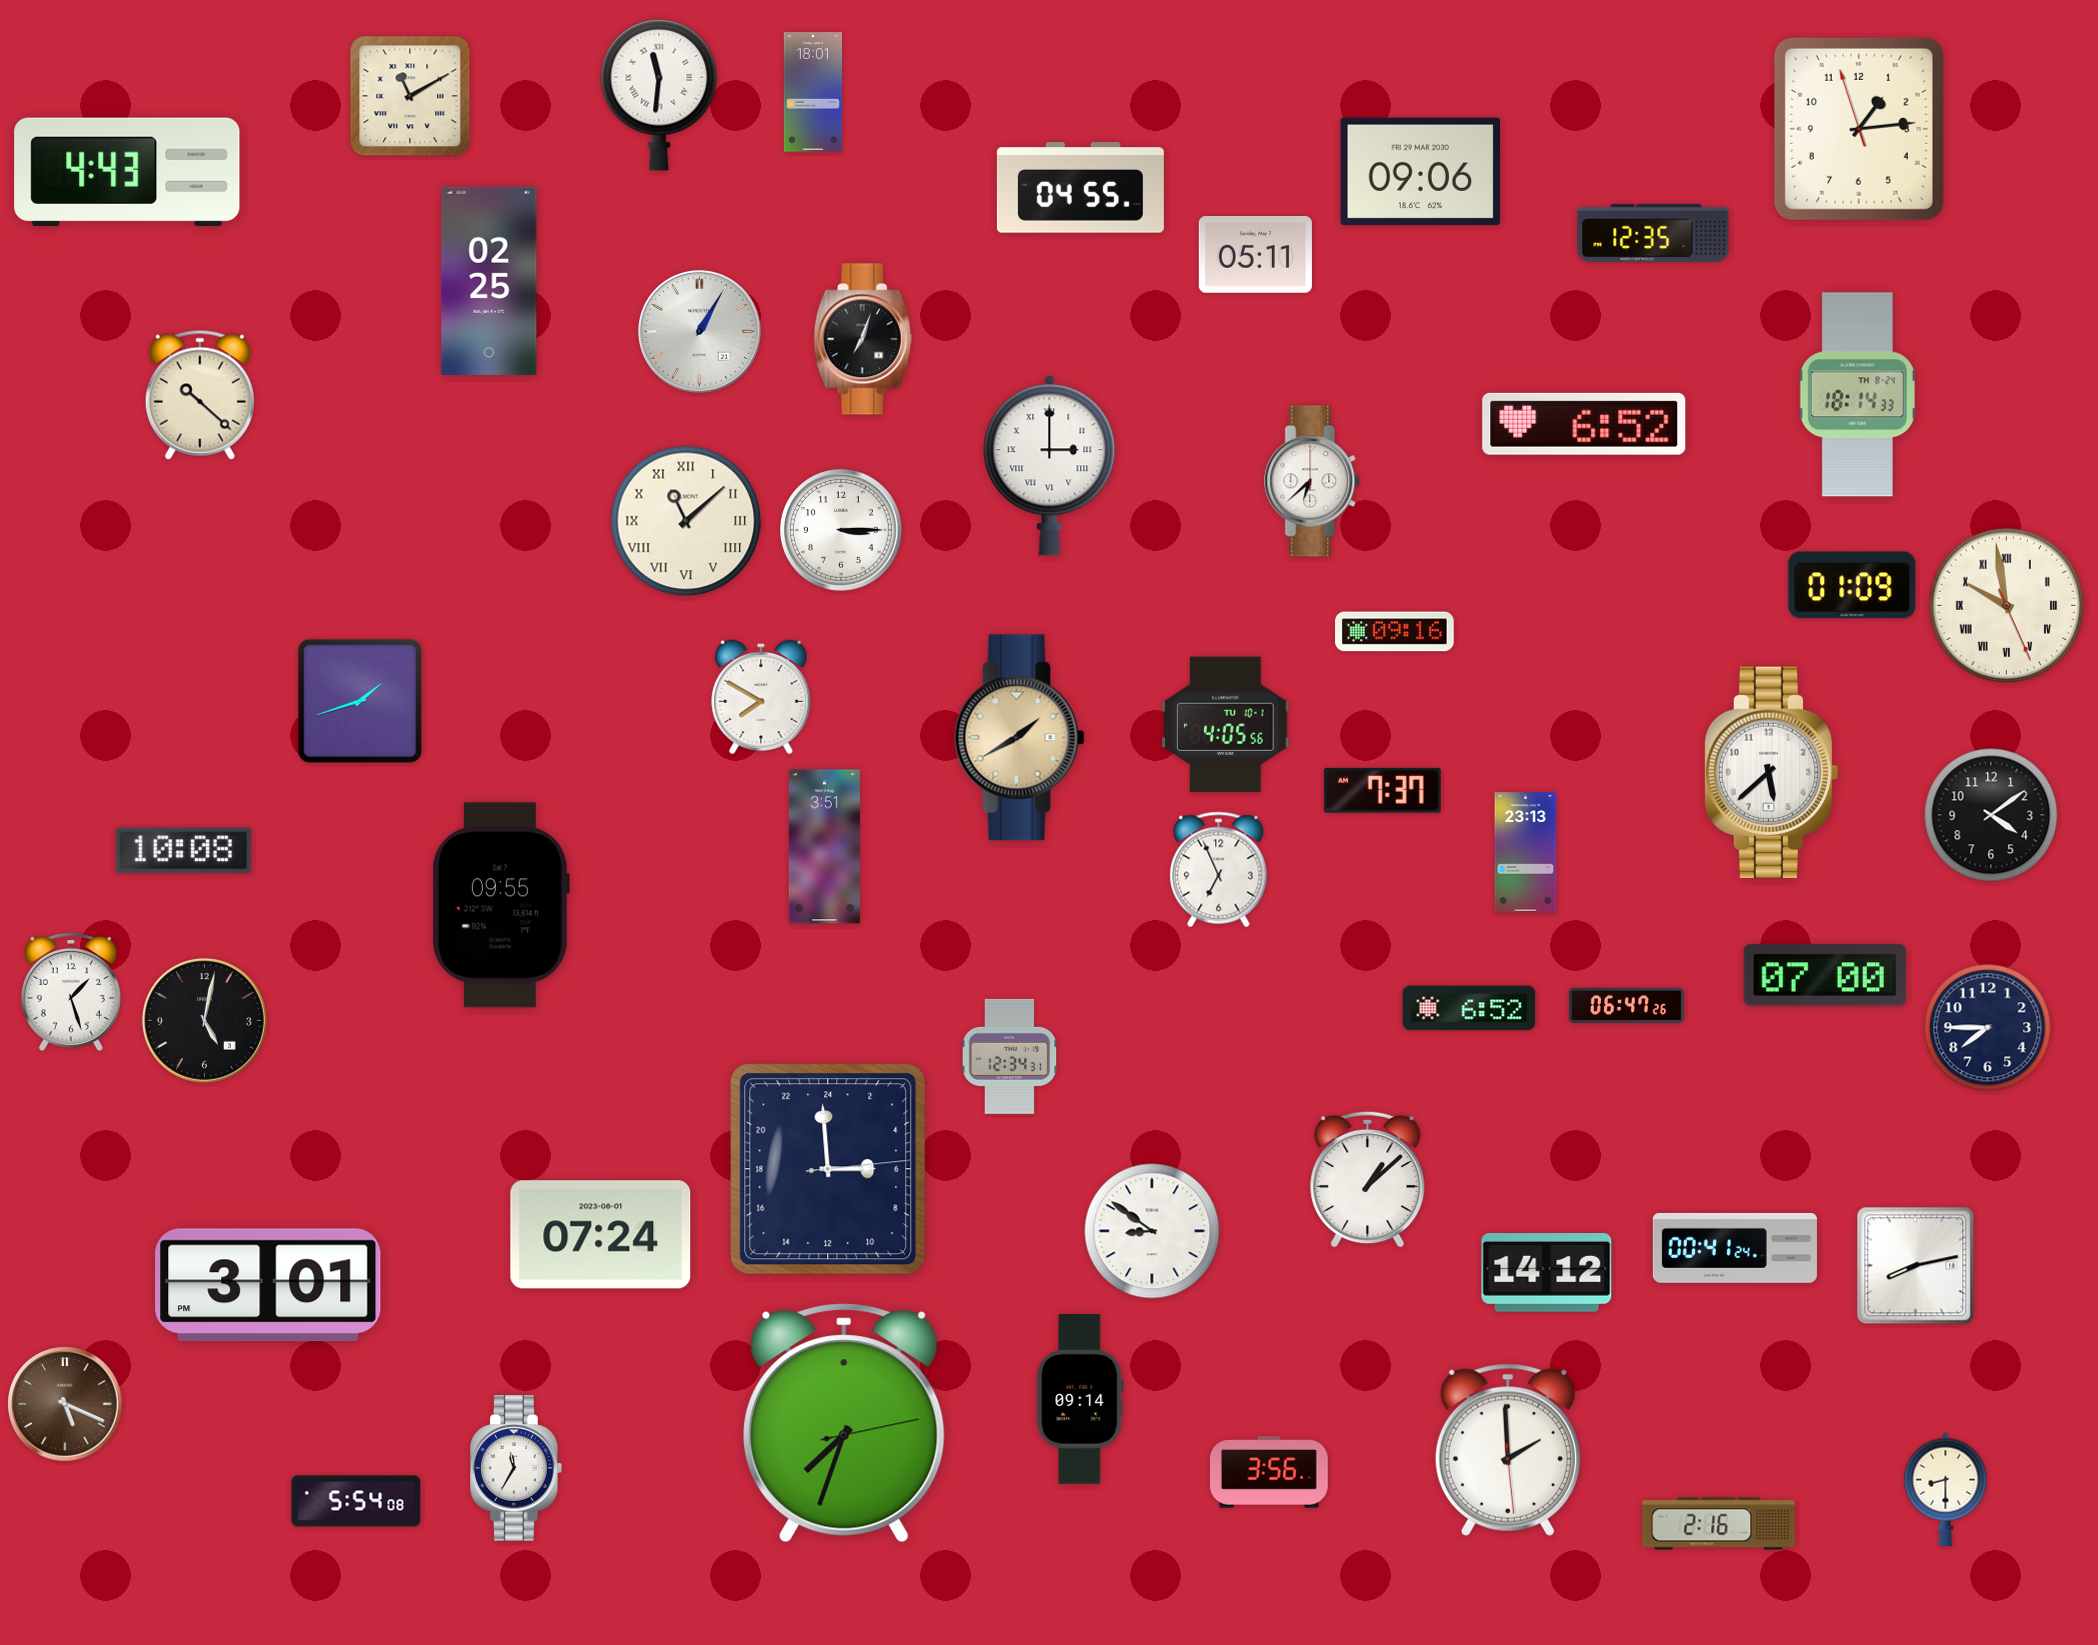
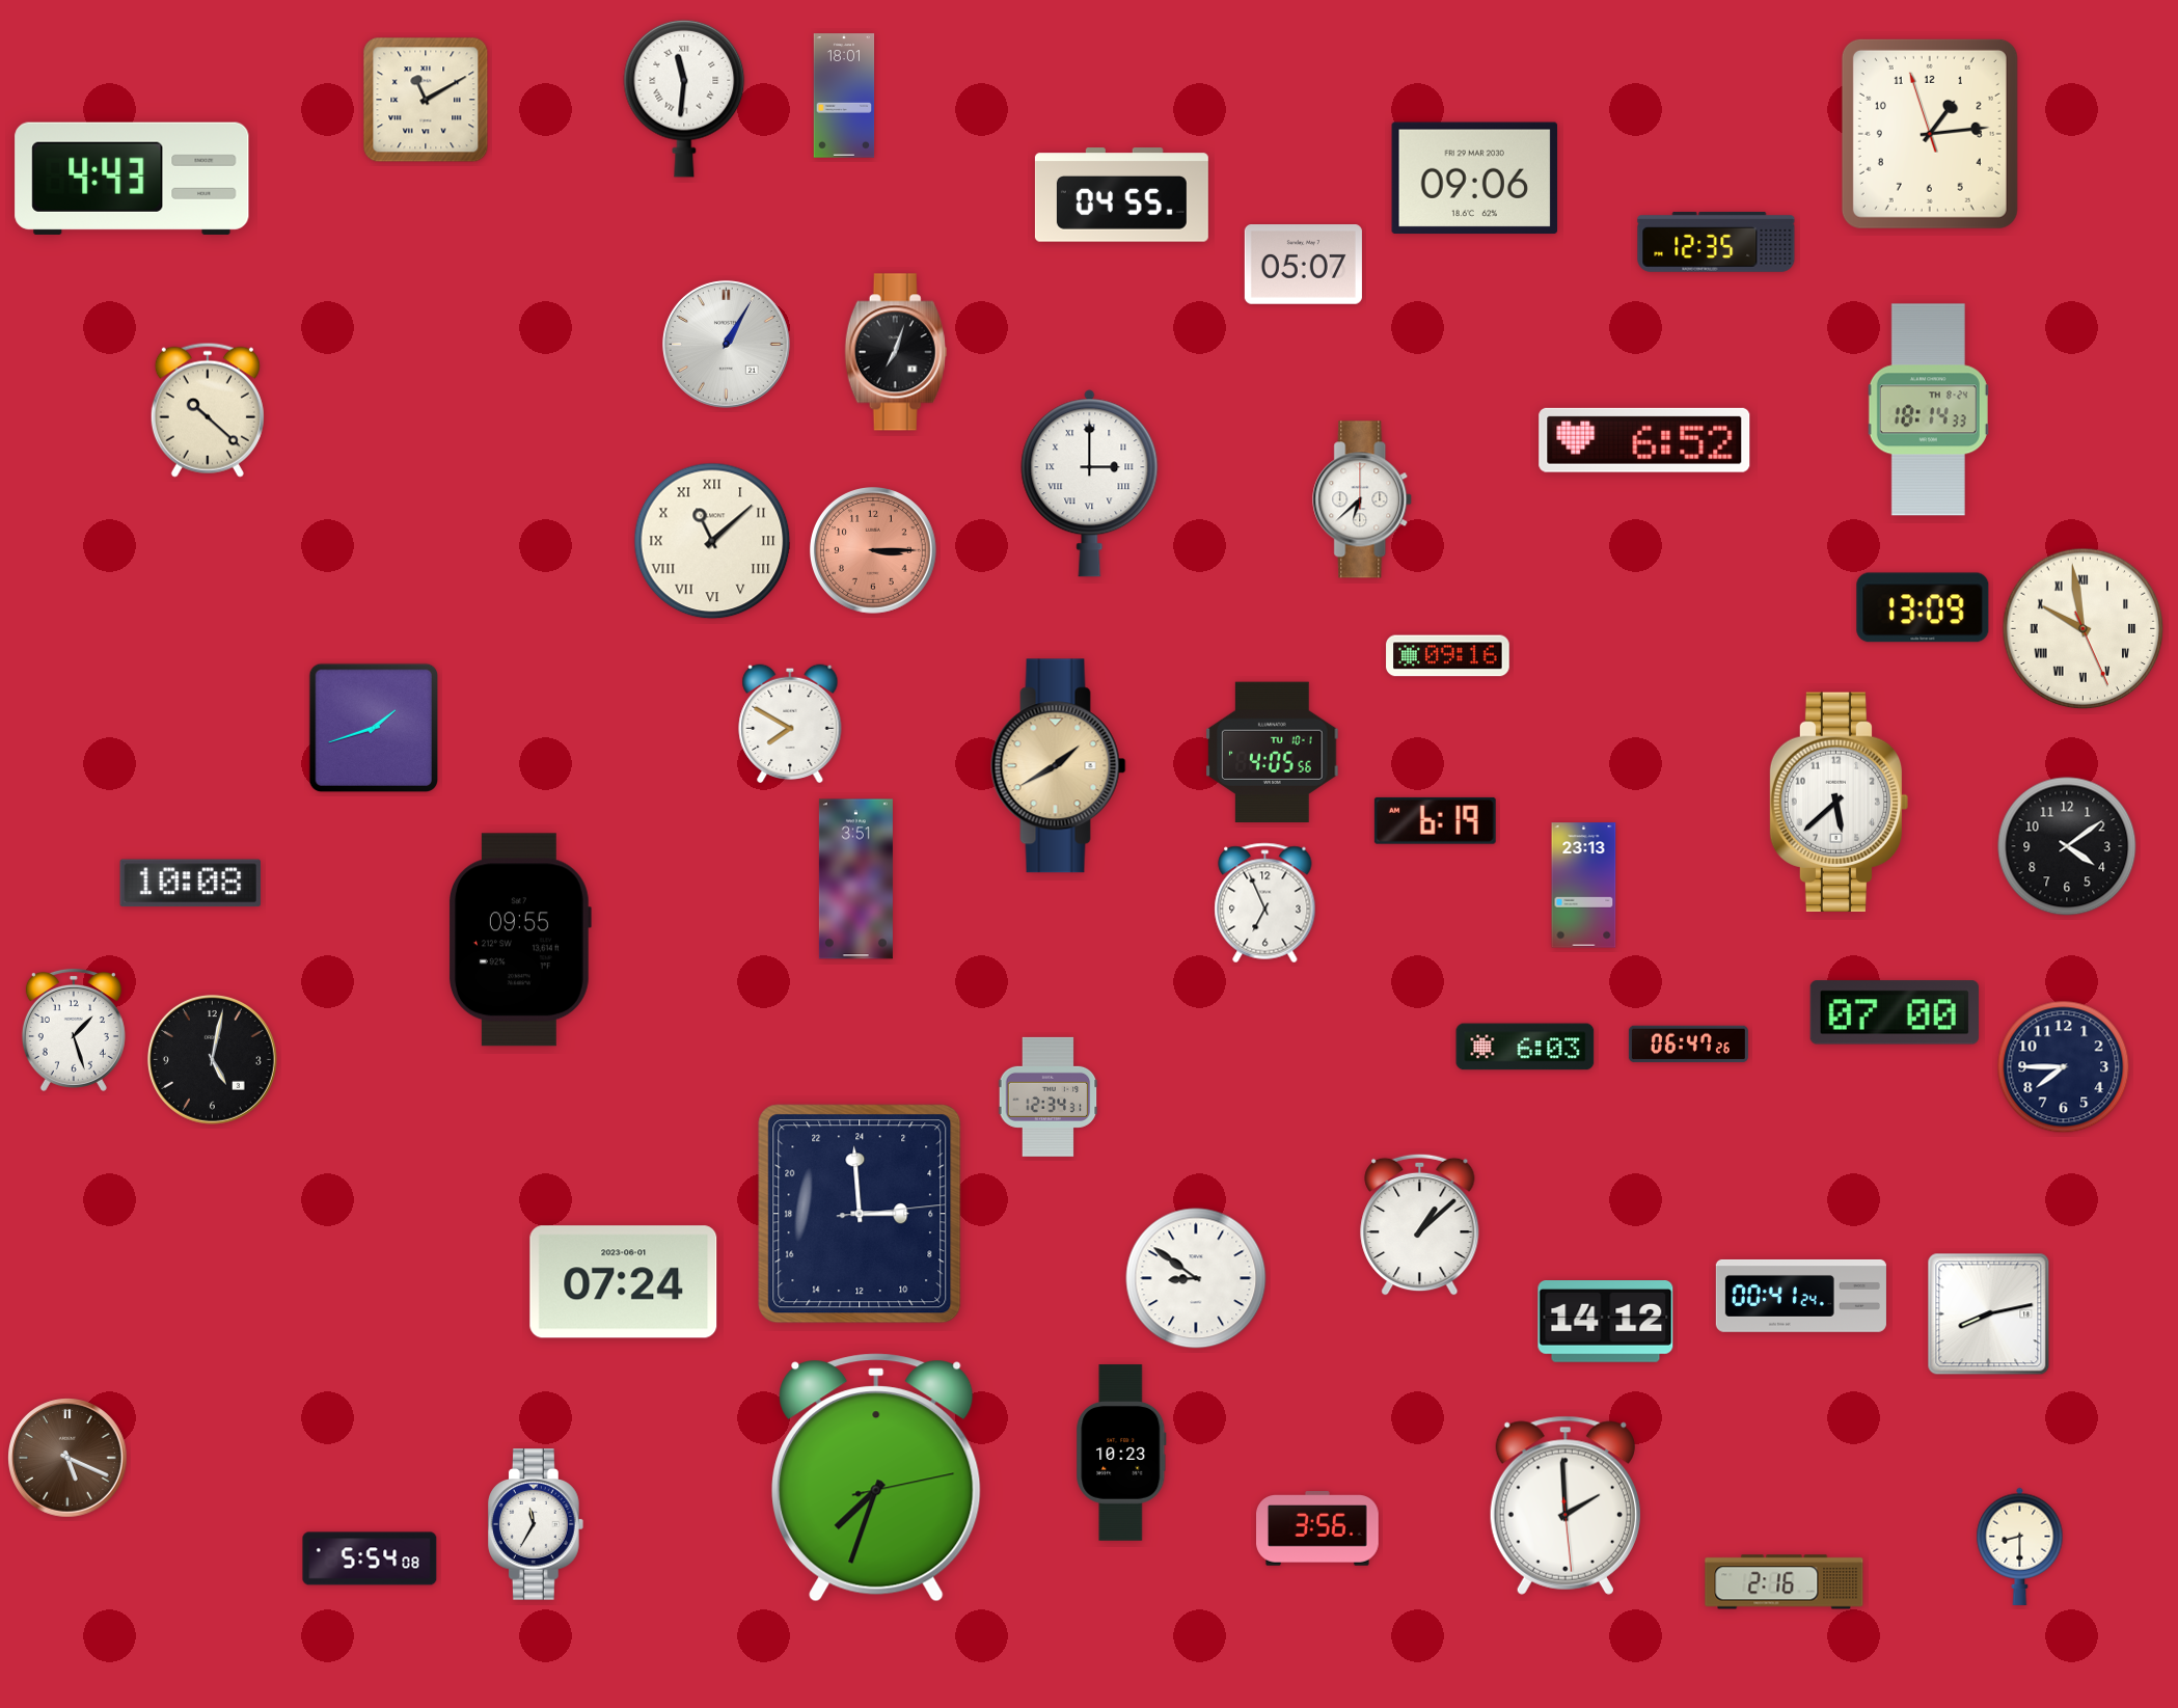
clock at (1255, 255): 05:11 -> 05:07
clock at (489, 281): 02:25 -> none
clock at (841, 531) dial: white -> salmon
clock at (1852, 585): 01:09 -> 13:09
clock at (1382, 790): 7:37 -> 6:19
clock at (1469, 1008): 6:52 -> 6:03
clock at (268, 1285): 3:01 -> none
clock at (1080, 1399): 09:14 -> 10:23
